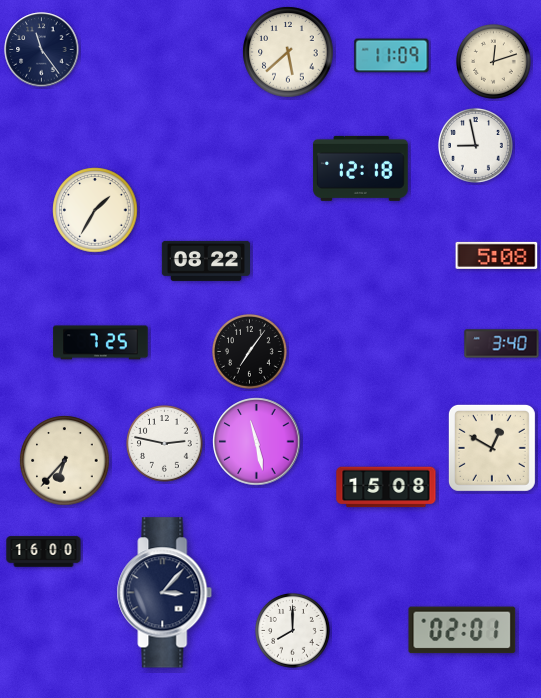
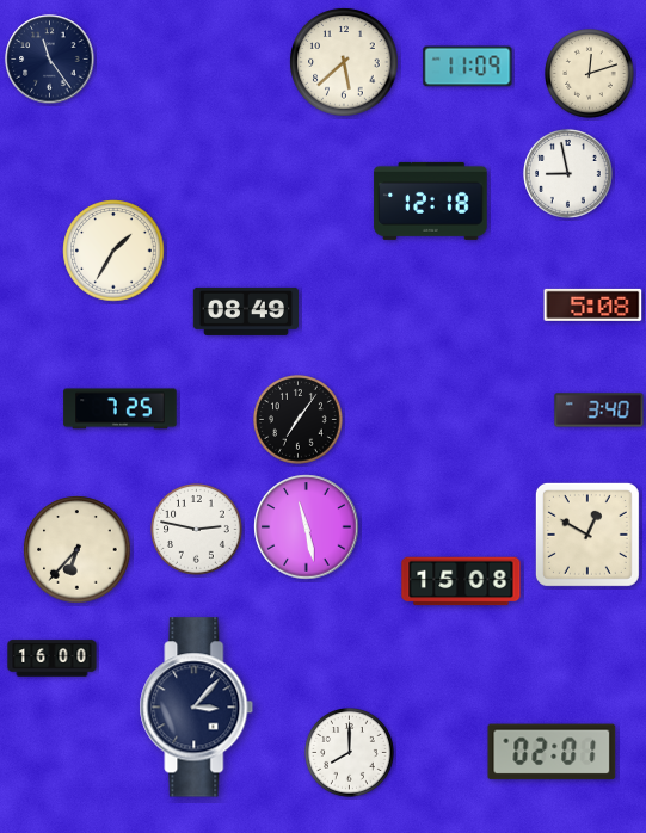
clock at (205, 261): 08:22 -> 08:49
